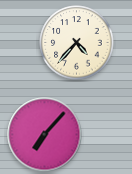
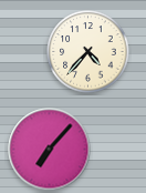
clock at (77, 43) position: (77, 43) -> (88, 52)
